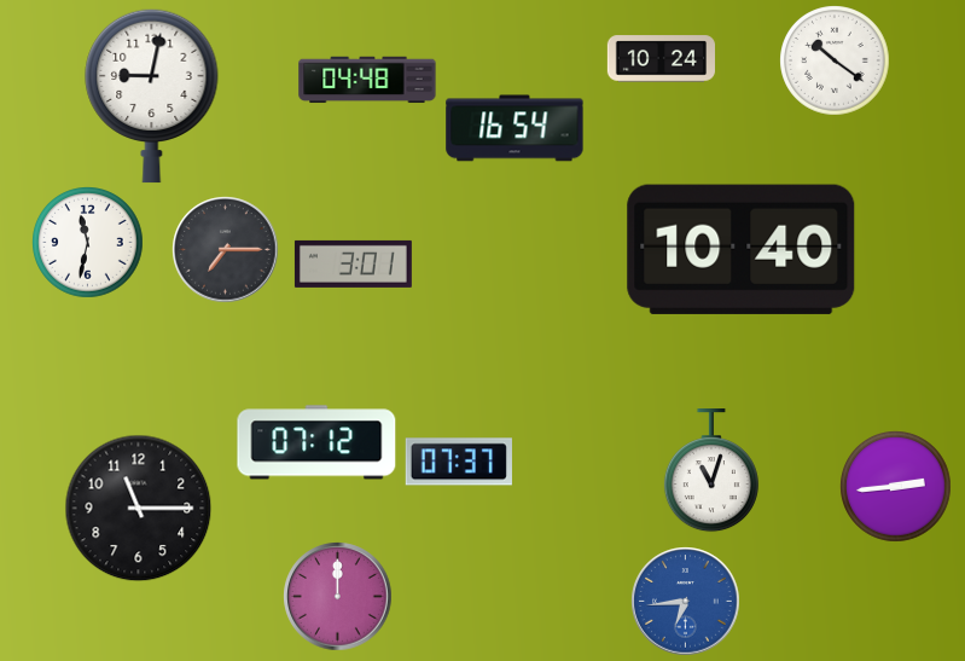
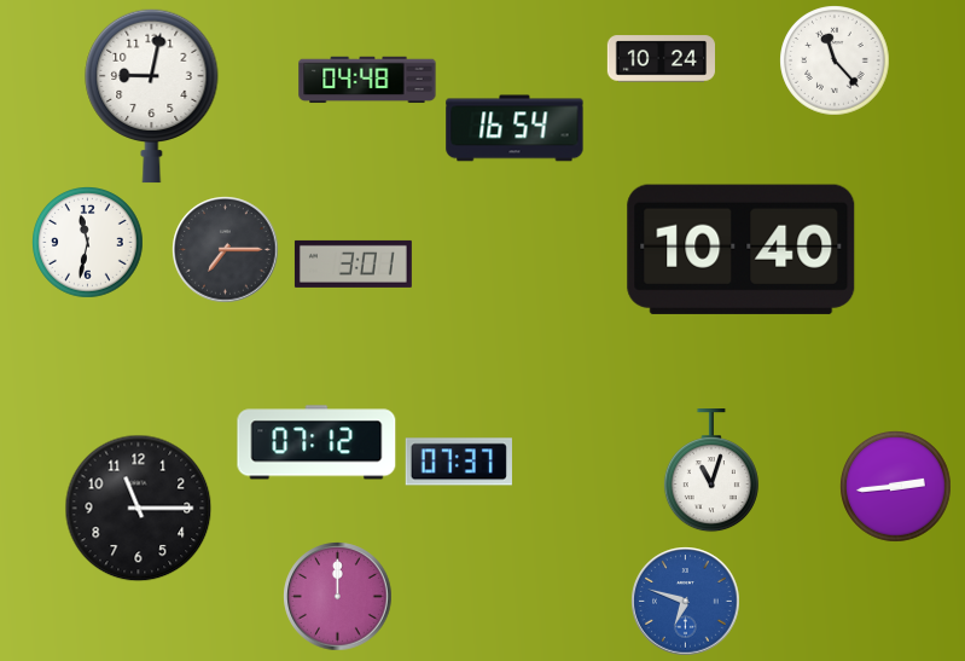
clock at (835, 60): 10:21 -> 11:23
clock at (685, 601): 6:44 -> 6:48
